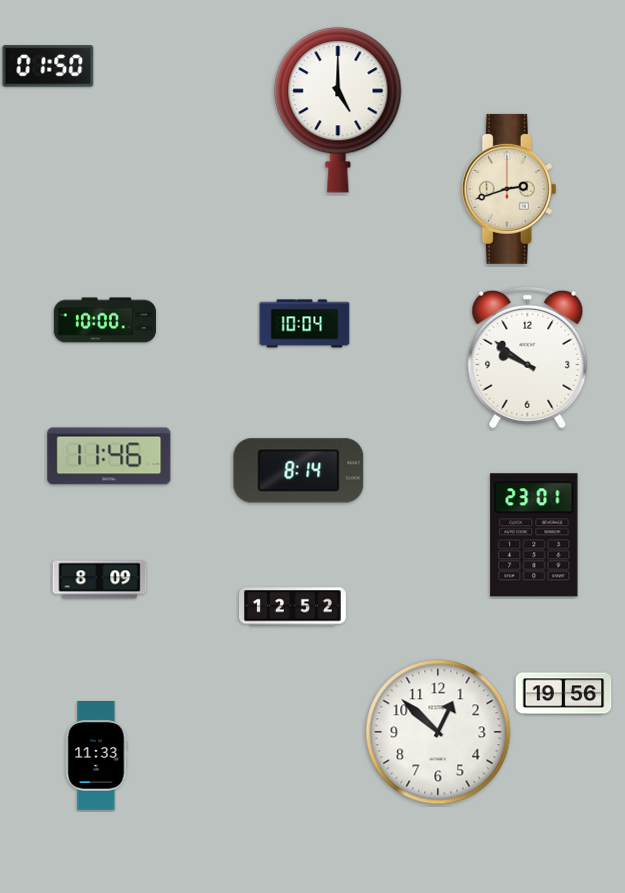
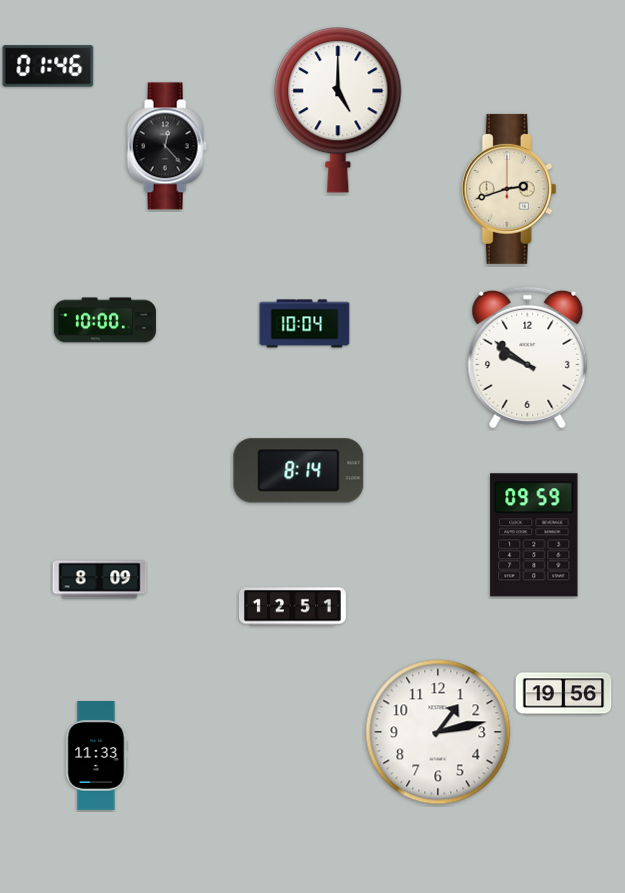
clock at (48, 66): 01:50 -> 01:46
clock at (167, 146): none -> 12:23
clock at (109, 456): 11:46 -> none
clock at (534, 535): 23:01 -> 09:59
clock at (292, 607): 12:52 -> 12:51
clock at (438, 732): 12:52 -> 1:13
